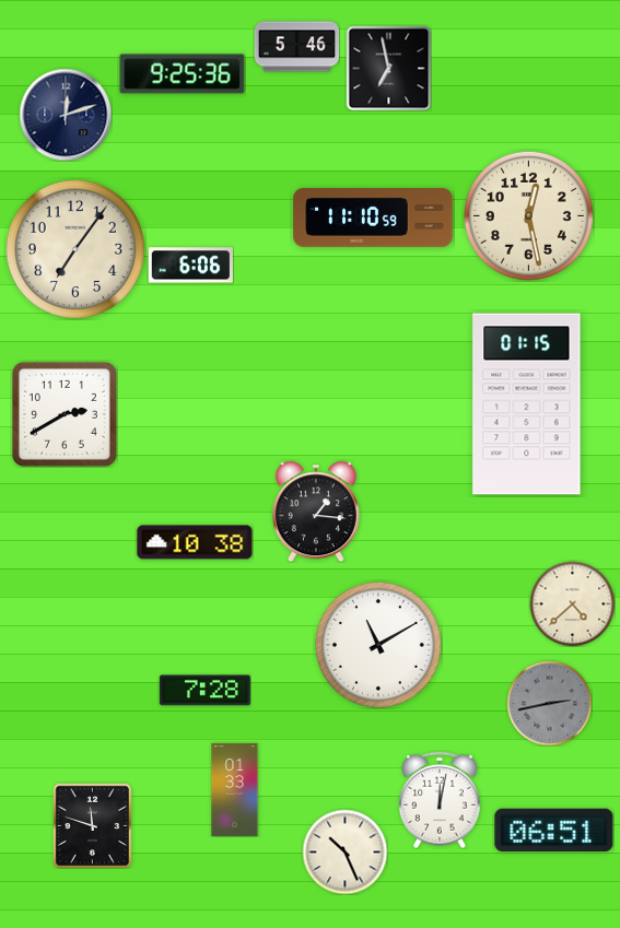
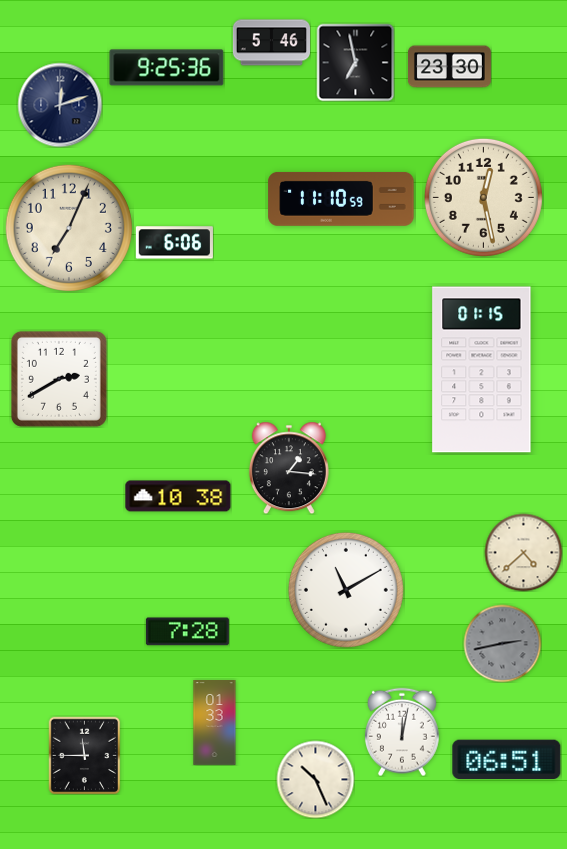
clock at (449, 67): none -> 23:30
clock at (75, 249): 7:06 -> 7:04
clock at (93, 825): 11:48 -> 11:45
